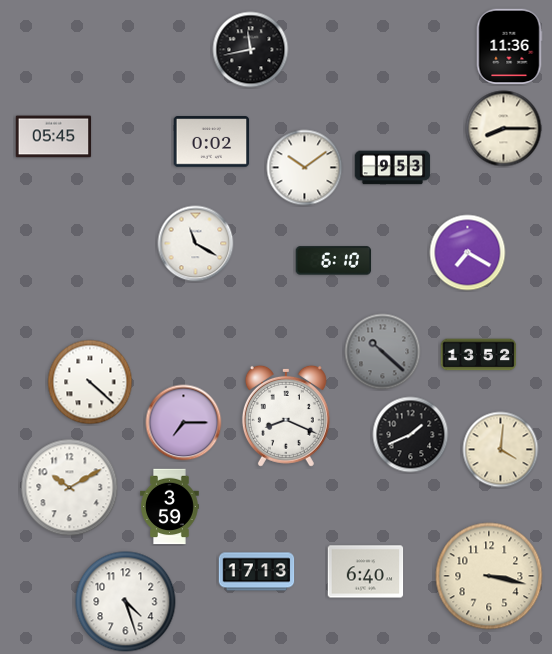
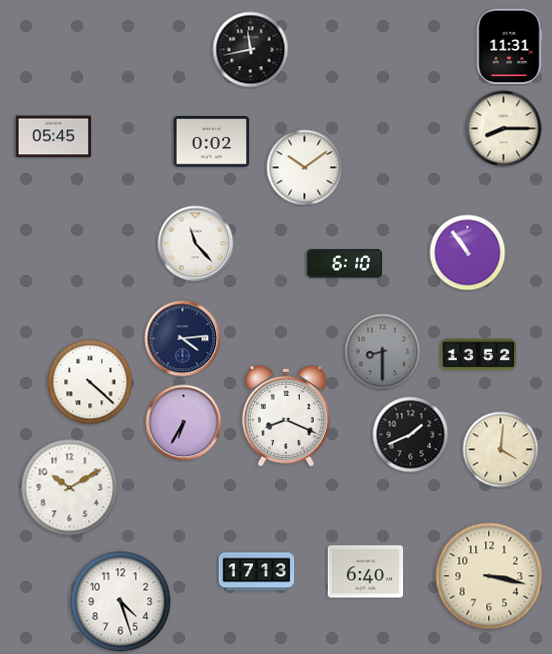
clock at (509, 47): 11:36 -> 11:31
clock at (393, 168): 9:53 -> none
clock at (196, 244): 11:20 -> 11:23
clock at (468, 253): 7:20 -> 10:54
clock at (334, 261) position: (334, 261) -> (345, 264)
clock at (183, 339): none -> 4:14
clock at (383, 352): 10:22 -> 8:30
clock at (184, 423): 7:15 -> 6:35
clock at (170, 507): 3:59 -> none
clock at (126, 602) position: (126, 602) -> (121, 602)
